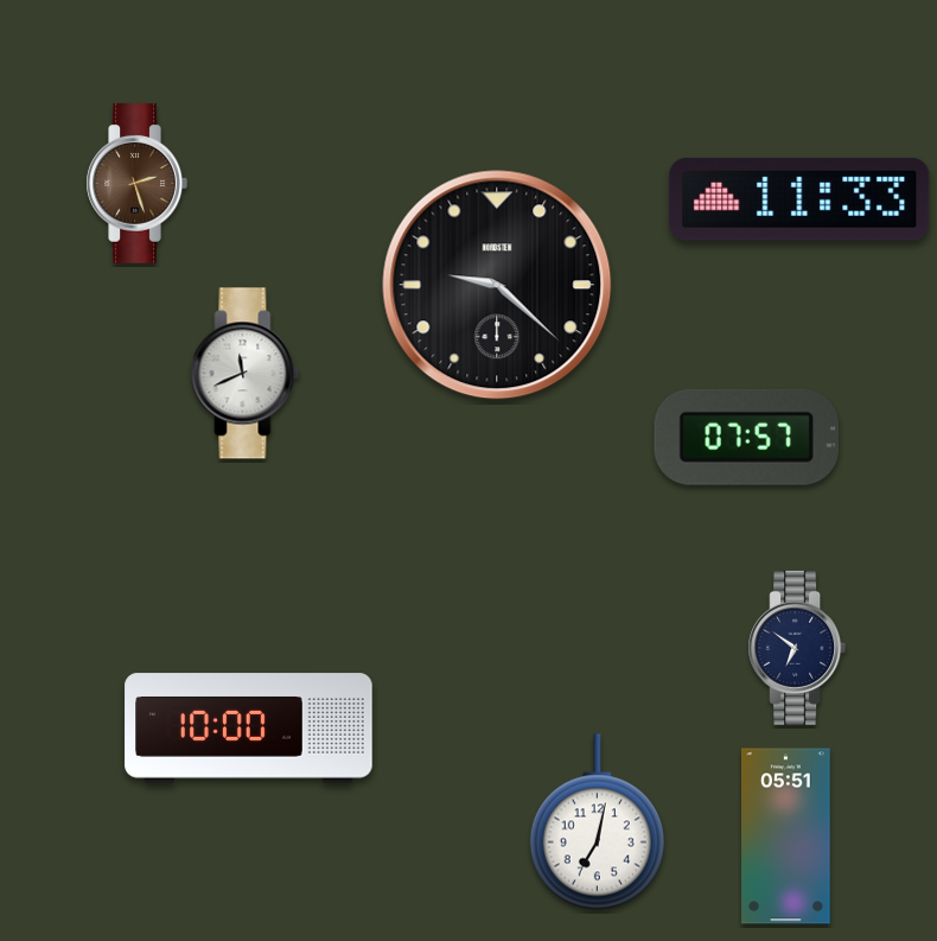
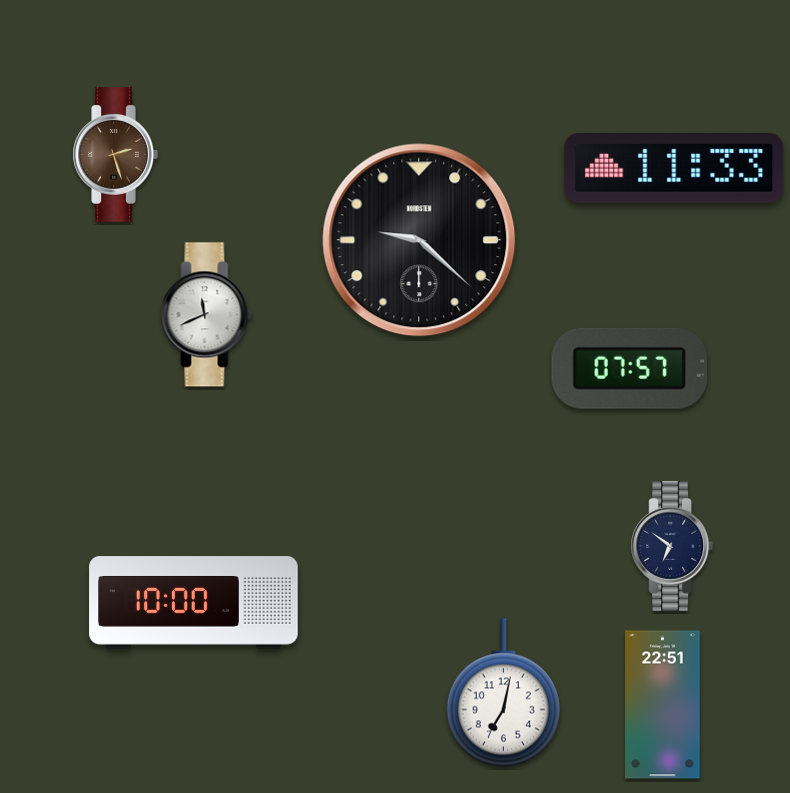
clock at (249, 729) position: (249, 729) -> (194, 603)
clock at (786, 837): 05:51 -> 22:51
